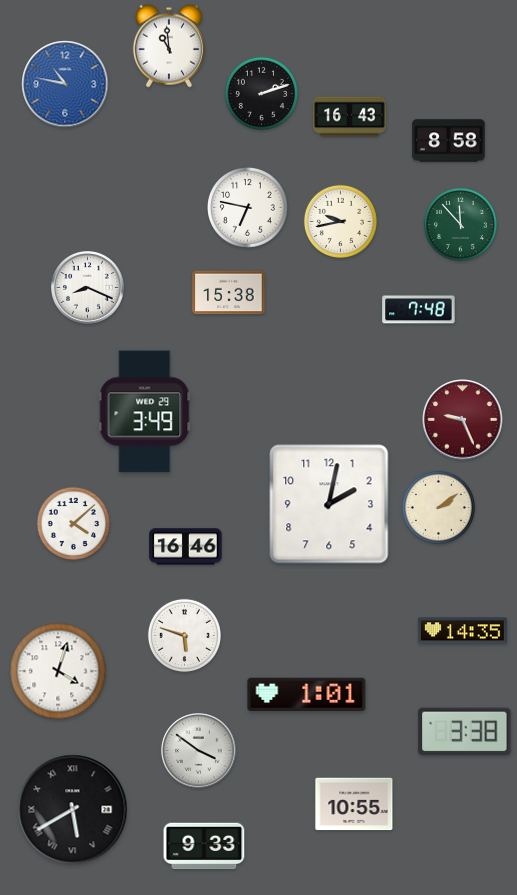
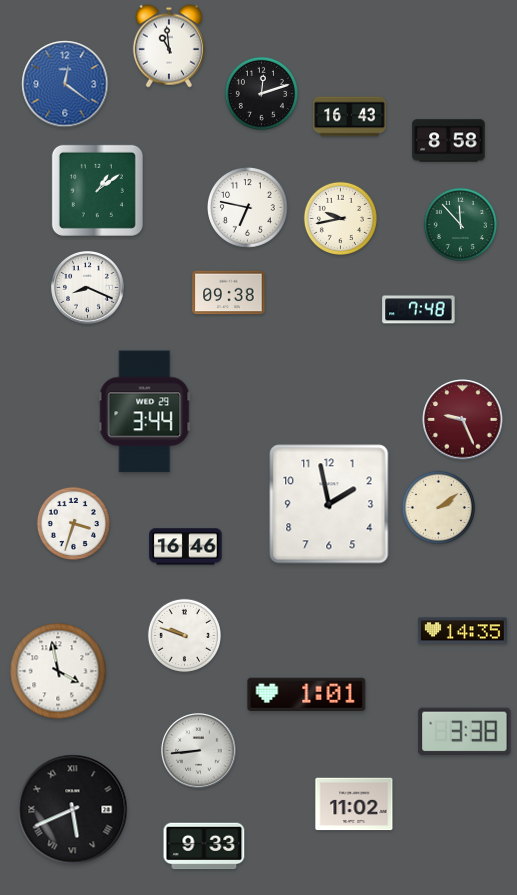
clock at (65, 84): 10:47 -> 12:21
clock at (261, 93): 2:12 -> 12:12
clock at (97, 190): none -> 1:09
clock at (340, 221) position: (340, 221) -> (340, 218)
clock at (229, 293): 15:38 -> 09:38
clock at (145, 412): 3:49 -> 3:44
clock at (329, 504): 2:02 -> 1:58
clock at (73, 523): 4:08 -> 3:33
clock at (184, 635): 5:48 -> 9:48
clock at (58, 671): 4:03 -> 3:58
clock at (199, 751): 3:51 -> 8:44
clock at (354, 804): 10:55 -> 11:02
clock at (73, 810): 5:40 -> 5:41
